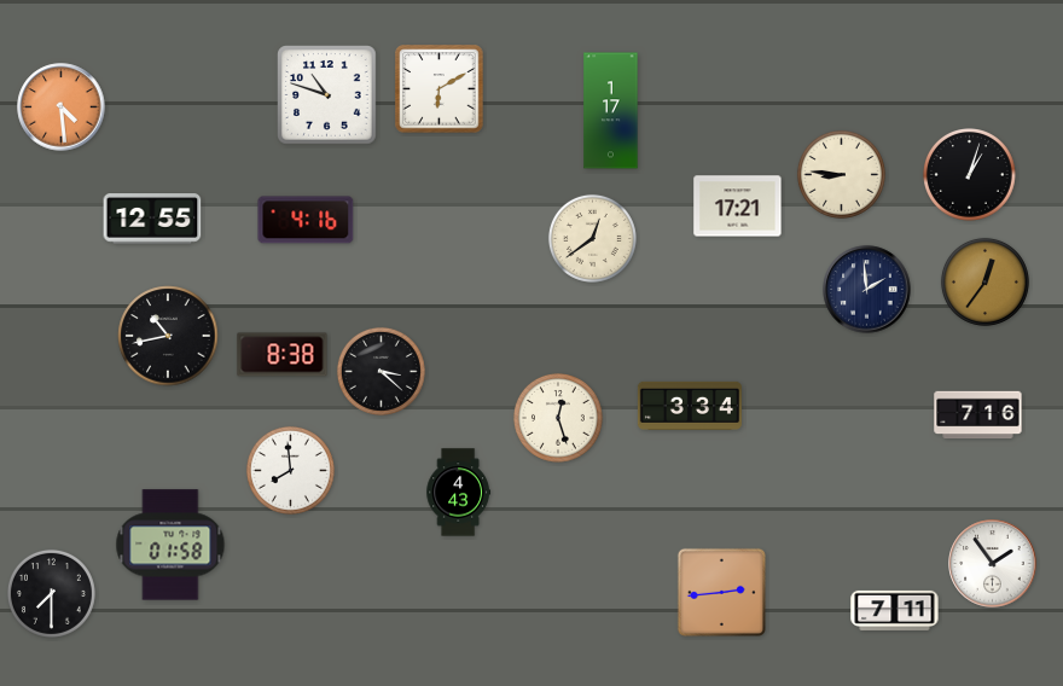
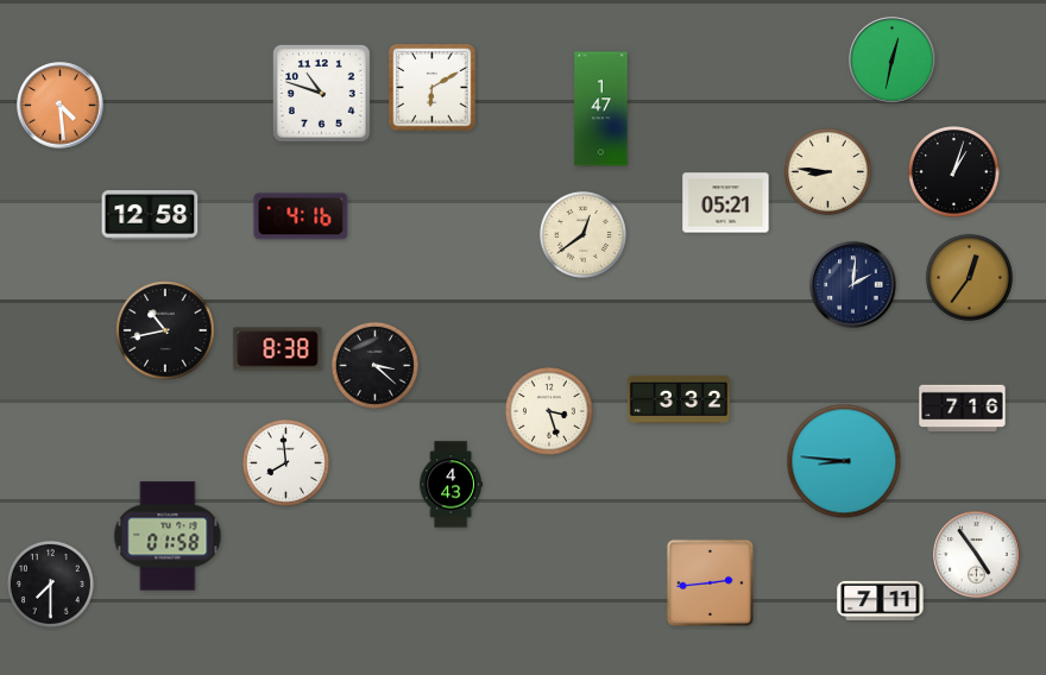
clock at (893, 61): none -> 12:32
clock at (611, 111): 1:17 -> 1:47
clock at (738, 207): 17:21 -> 05:21
clock at (152, 219): 12:55 -> 12:58
clock at (867, 290): 1:59 -> 2:01
clock at (690, 406): 3:34 -> 3:32
clock at (558, 418): 12:27 -> 3:27
clock at (844, 461): none -> 8:46
clock at (993, 564): 1:54 -> 4:54
